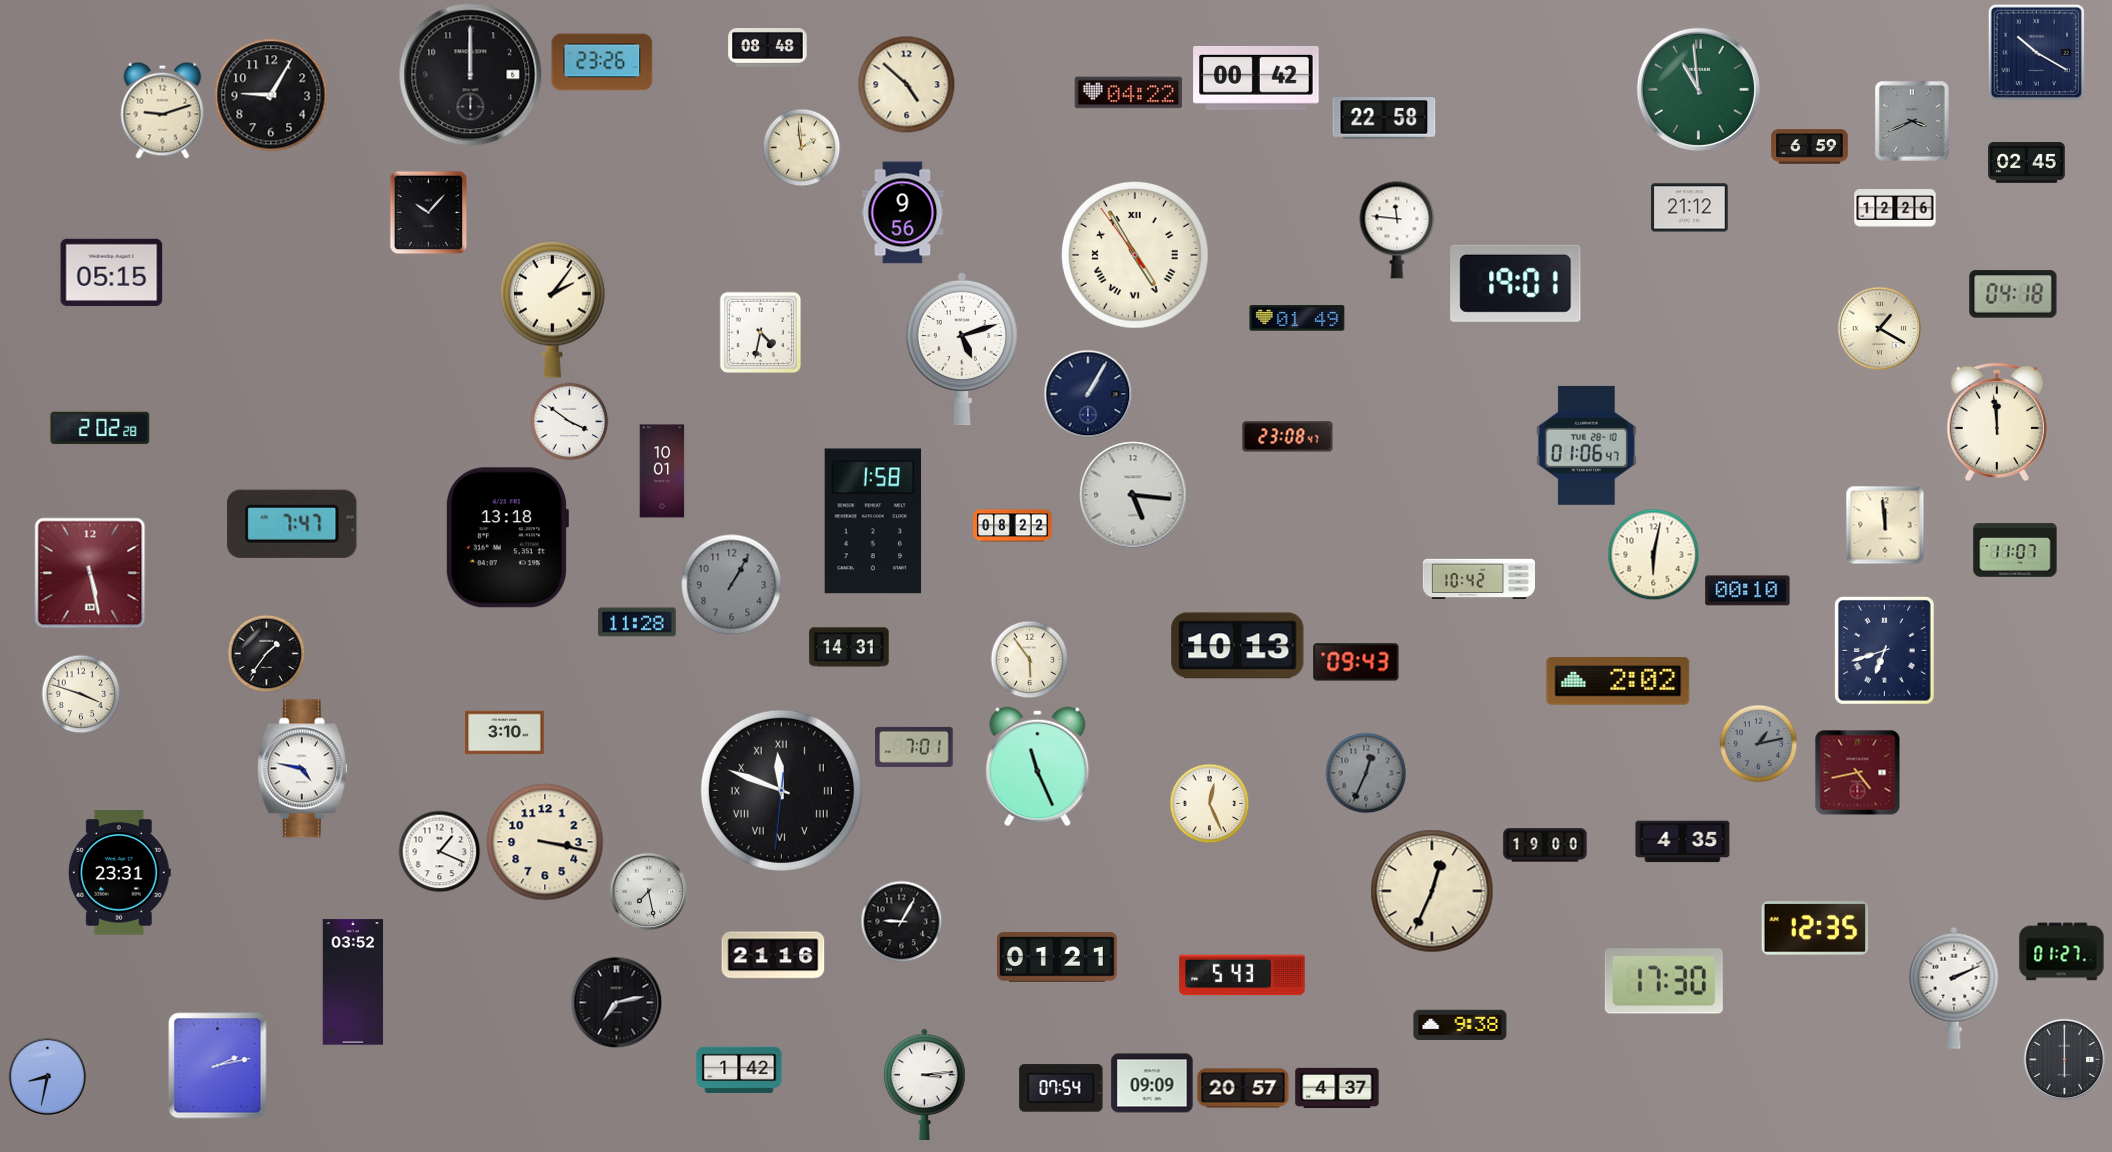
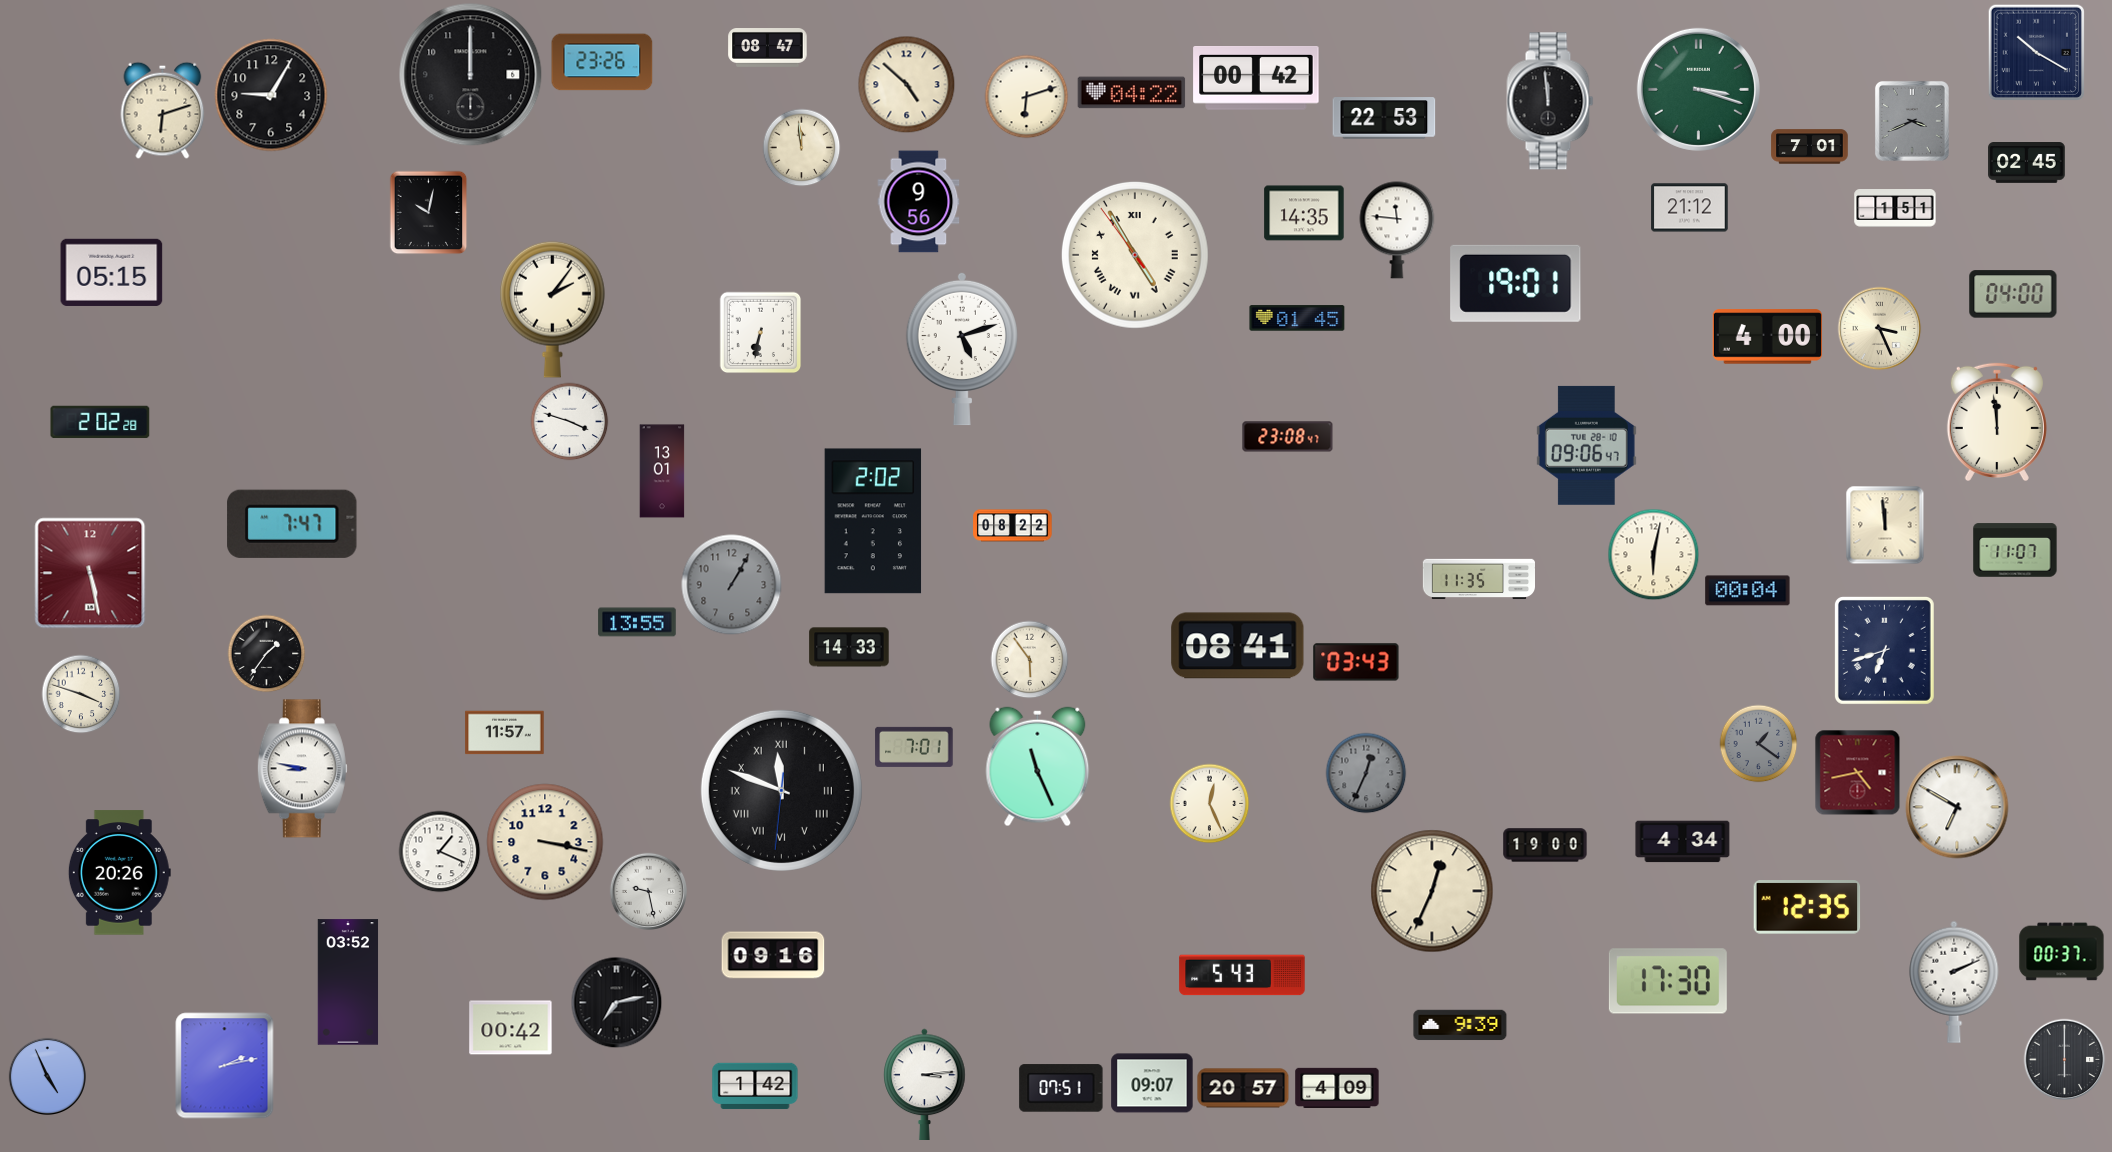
clock at (768, 48): 08:48 -> 08:47
clock at (1698, 89): 10:59 -> 3:18
clock at (1129, 93) position: (1129, 93) -> (1132, 93)
clock at (1026, 96): none -> 6:12
clock at (1550, 101): none -> 11:59
clock at (163, 110): 9:12 -> 6:12
clock at (1384, 118): 22:58 -> 22:53
clock at (801, 147): 1:59 -> 11:59
clock at (1810, 147): 6:59 -> 7:01
clock at (1895, 209): 12:26 -> 1:51
clock at (429, 212): 10:07 -> 10:02
clock at (903, 213) position: (903, 213) -> (919, 202)
clock at (1304, 213): none -> 14:35
clock at (2013, 294): 04:18 -> 04:00
clock at (1297, 318): 01:49 -> 01:45
clock at (1879, 328): 1:20 -> 3:26
clock at (760, 332): 4:32 -> 6:32
clock at (1768, 337): none -> 4:00
clock at (1088, 394): 1:05 -> none
clock at (569, 421): 3:51 -> 3:48
clock at (100, 428) position: (100, 428) -> (100, 422)
clock at (1586, 445): 01:06 -> 09:06
clock at (662, 471): 10:01 -> 13:01
clock at (1133, 495): 5:16 -> none
clock at (873, 521): 1:58 -> 2:02
clock at (507, 538): 13:18 -> none
clock at (1478, 579): 10:42 -> 11:35
clock at (1748, 591): 00:10 -> 00:04
clock at (637, 622): 11:28 -> 13:55
clock at (1238, 646): 10:13 -> 08:41
clock at (849, 647): 14:31 -> 14:33
clock at (1356, 662): 09:43 -> 03:43
clock at (1618, 681): 2:02 -> none
clock at (505, 733): 3:10 -> 11:57
clock at (1758, 743): 1:13 -> 1:21
clock at (302, 769): 4:47 -> 8:47
clock at (1957, 807): none -> 6:50
clock at (1683, 842): 4:35 -> 4:34
clock at (119, 873): 23:31 -> 20:26
clock at (648, 891): 7:28 -> 9:28
clock at (901, 921): 9:05 -> none
clock at (1815, 928) position: (1815, 928) -> (1807, 907)
clock at (2062, 952): 01:27 -> 00:37
clock at (773, 955): 21:16 -> 09:16
clock at (1057, 958): 01:21 -> none
clock at (1664, 981) position: (1664, 981) -> (1668, 981)
clock at (353, 982) position: (353, 982) -> (348, 982)
clock at (1954, 988) position: (1954, 988) -> (1954, 982)
clock at (1460, 1025): 9:38 -> 9:39
clock at (511, 1028): none -> 00:42
clock at (218, 1066) position: (218, 1066) -> (225, 1066)
clock at (739, 1070) position: (739, 1070) -> (755, 1086)
clock at (47, 1076): 8:32 -> 4:56
clock at (1152, 1083): 09:09 -> 09:07
clock at (1337, 1087): 4:37 -> 4:09
clock at (1061, 1088): 07:54 -> 07:51
